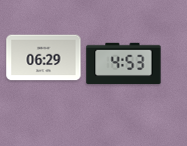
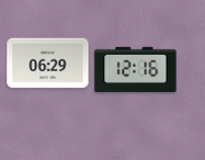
clock at (124, 64): 4:53 -> 12:16
